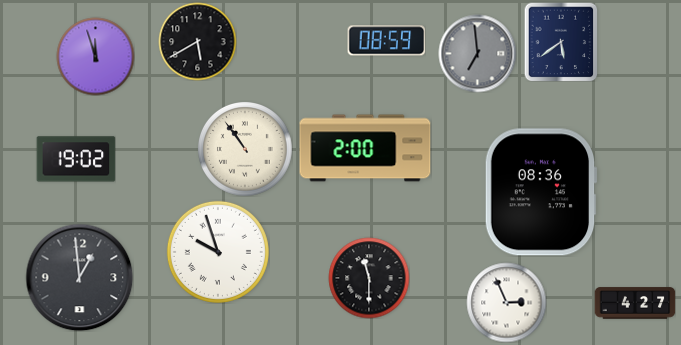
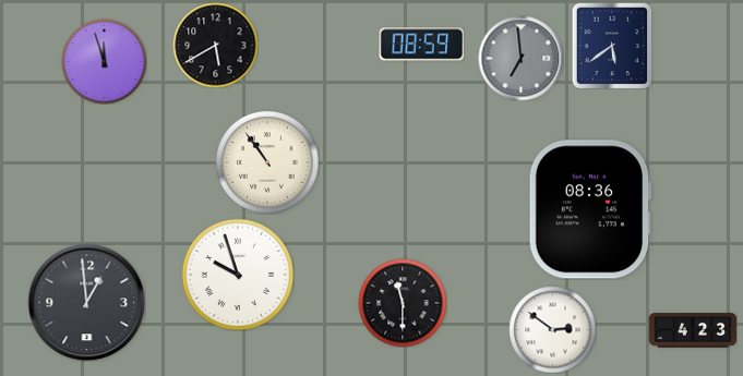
clock at (365, 148): 2:00 -> none
clock at (76, 159): 19:02 -> none
clock at (506, 302): 2:56 -> 2:51
clock at (635, 303): 4:27 -> 4:23
